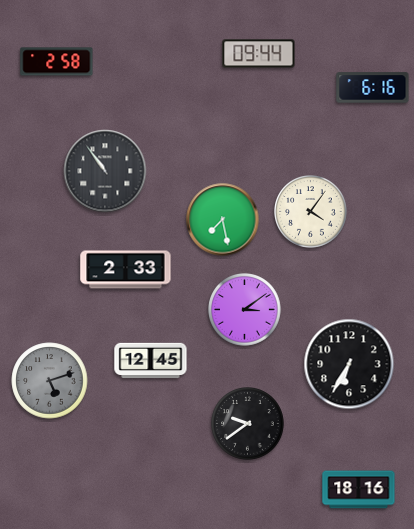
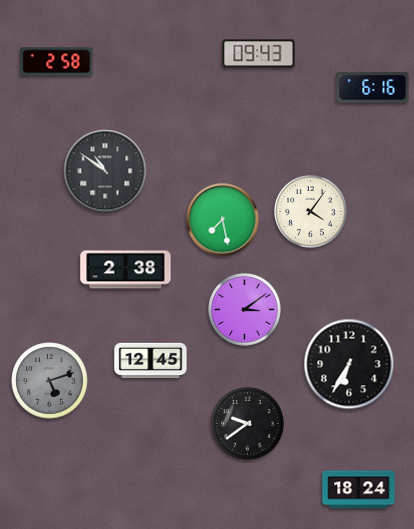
clock at (259, 54): 09:44 -> 09:43
clock at (105, 171): 10:54 -> 10:51
clock at (126, 270): 2:33 -> 2:38
clock at (359, 490): 18:16 -> 18:24
